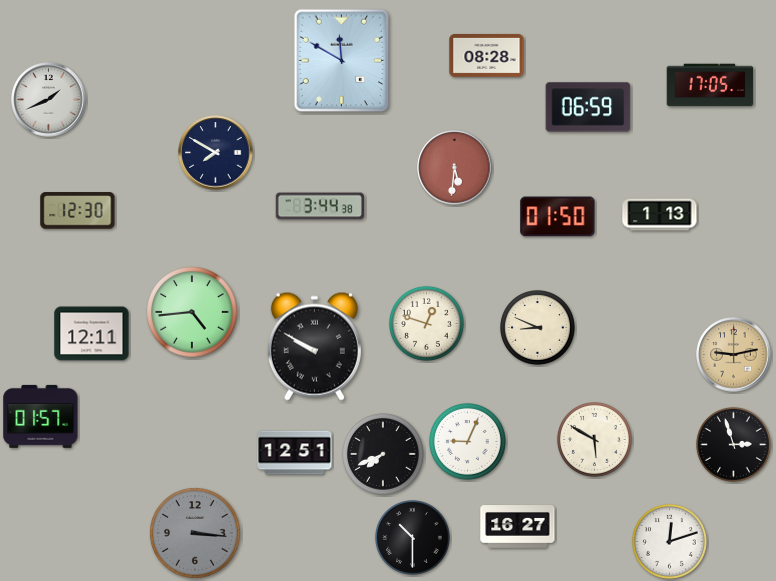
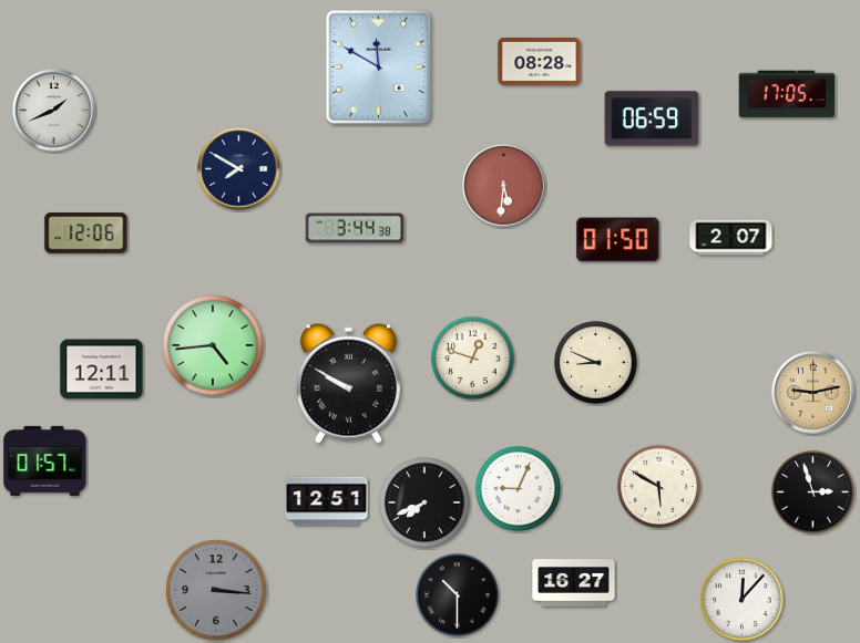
clock at (78, 211): 12:30 -> 12:06
clock at (660, 215): 1:13 -> 2:07
clock at (669, 541): 12:12 -> 12:07
